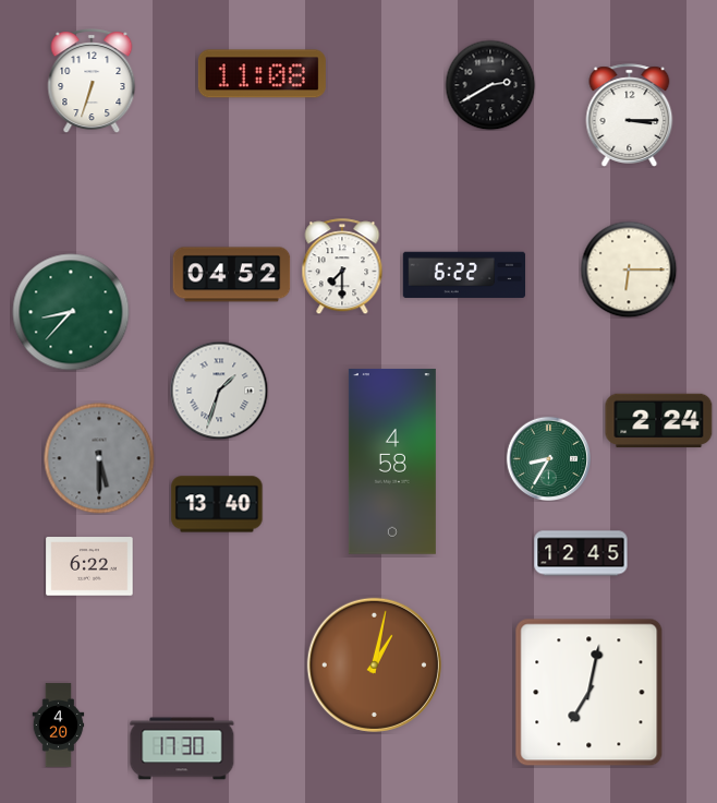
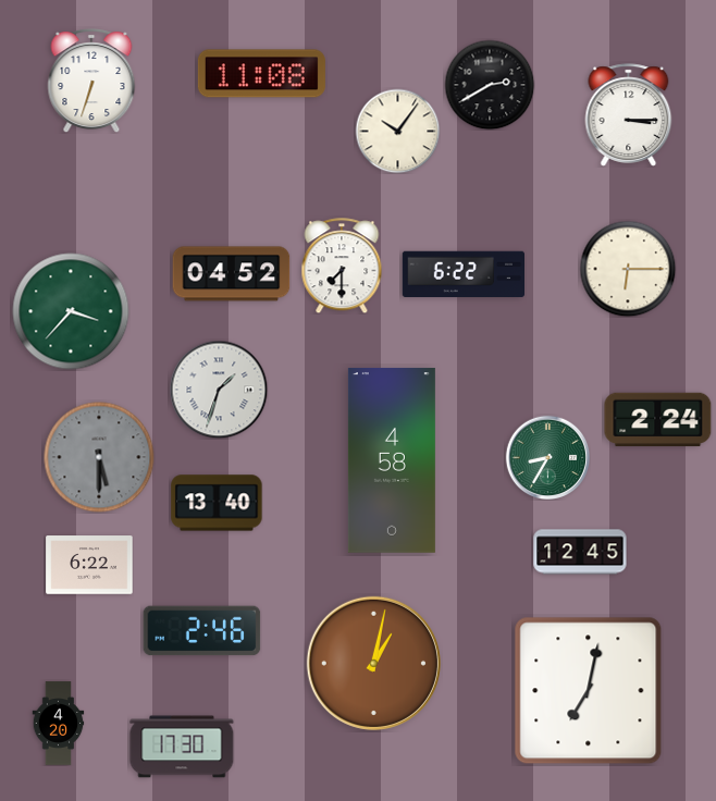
clock at (397, 131): none -> 10:06
clock at (71, 312): 8:37 -> 3:37
clock at (202, 631): none -> 2:46
